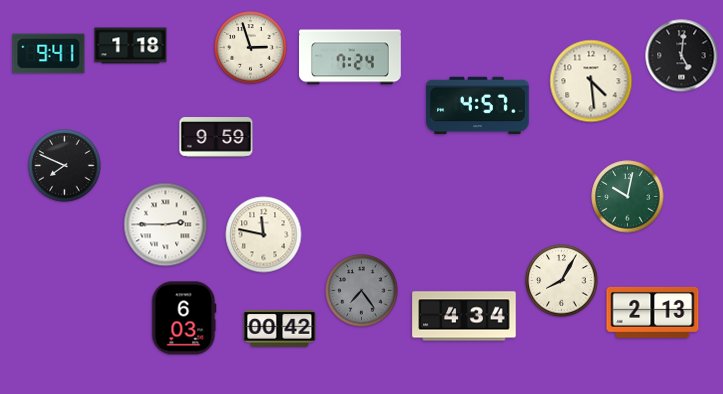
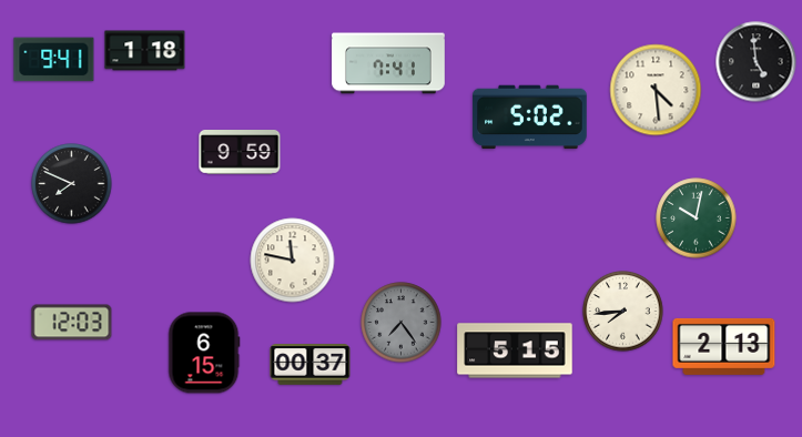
clock at (251, 48): 2:57 -> none
clock at (682, 56): 5:01 -> 4:59
clock at (350, 57): 7:24 -> 7:41
clock at (478, 106): 4:57 -> 5:02
clock at (166, 225): 2:45 -> none
clock at (562, 281): 8:05 -> 7:44
clock at (72, 323): none -> 12:03
clock at (464, 316): 4:34 -> 5:15
clock at (184, 318): 6:03 -> 6:15
clock at (280, 329): 00:42 -> 00:37
